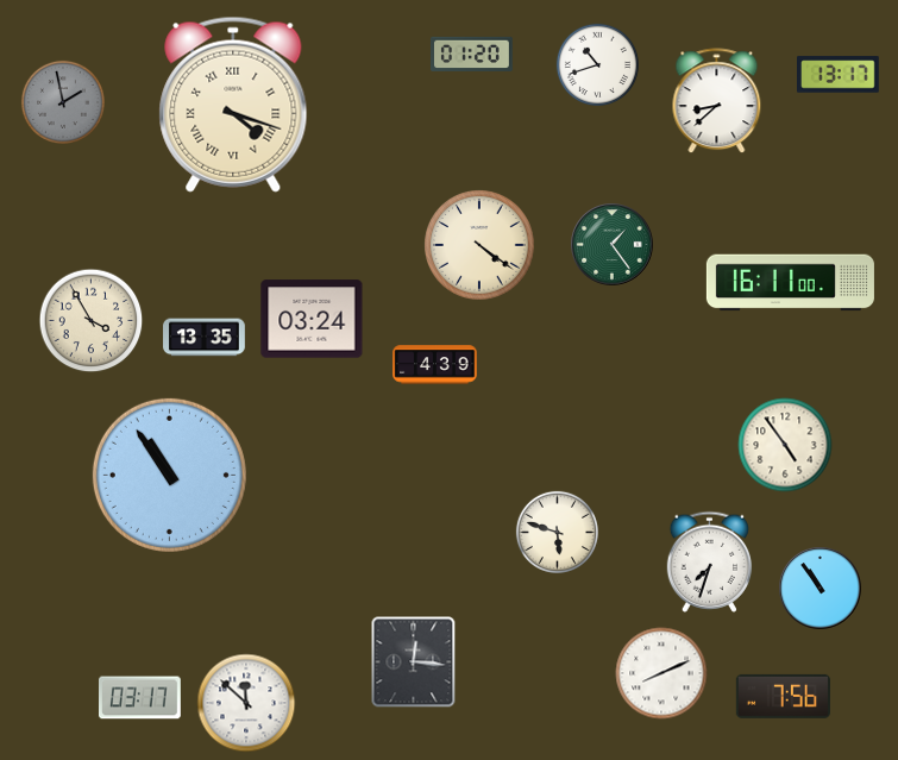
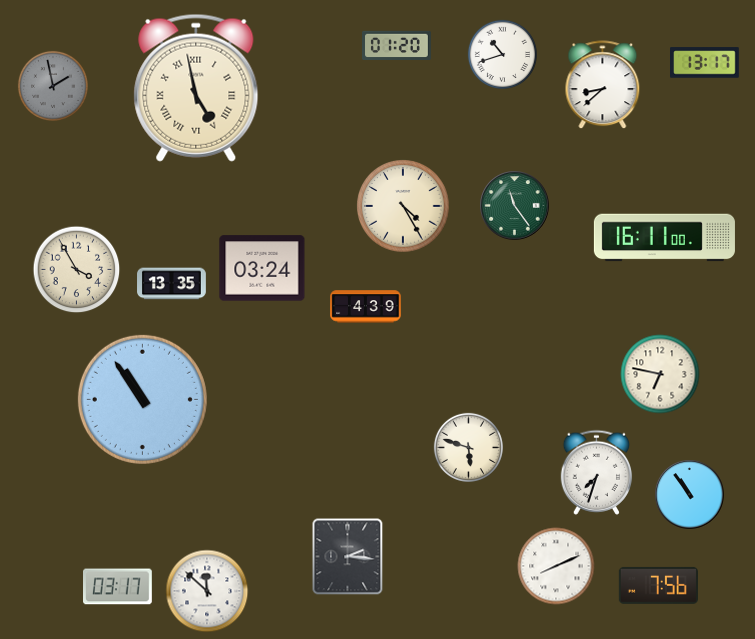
clock at (233, 105): 4:18 -> 4:58
clock at (479, 245): 4:21 -> 4:25
clock at (613, 245): 1:24 -> 11:24
clock at (785, 445): 4:54 -> 6:47
clock at (414, 662): 12:16 -> 2:16
